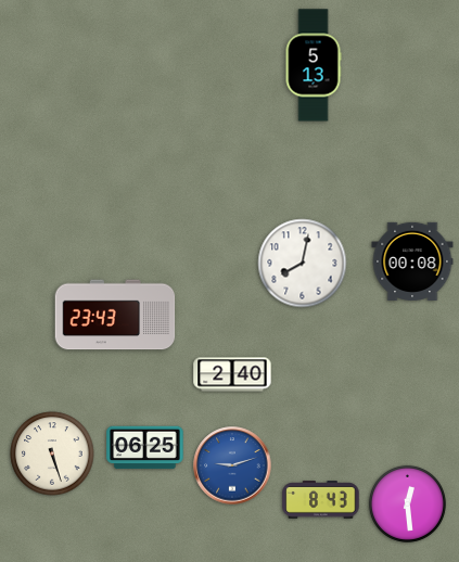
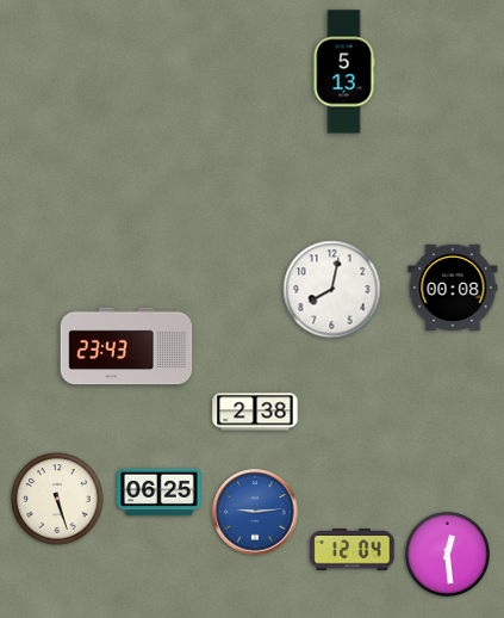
clock at (232, 374): 2:40 -> 2:38
clock at (232, 465): 9:12 -> 9:14
clock at (321, 500): 8:43 -> 12:04
